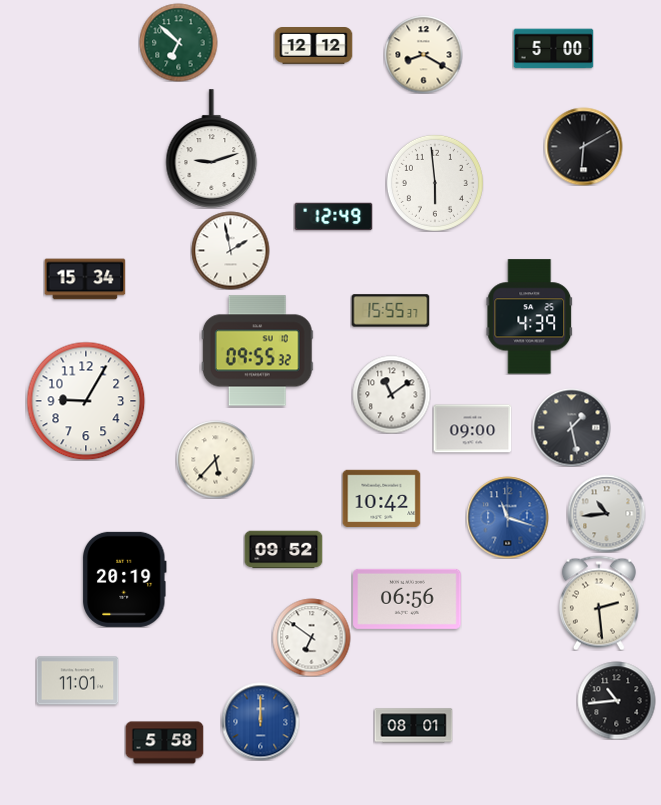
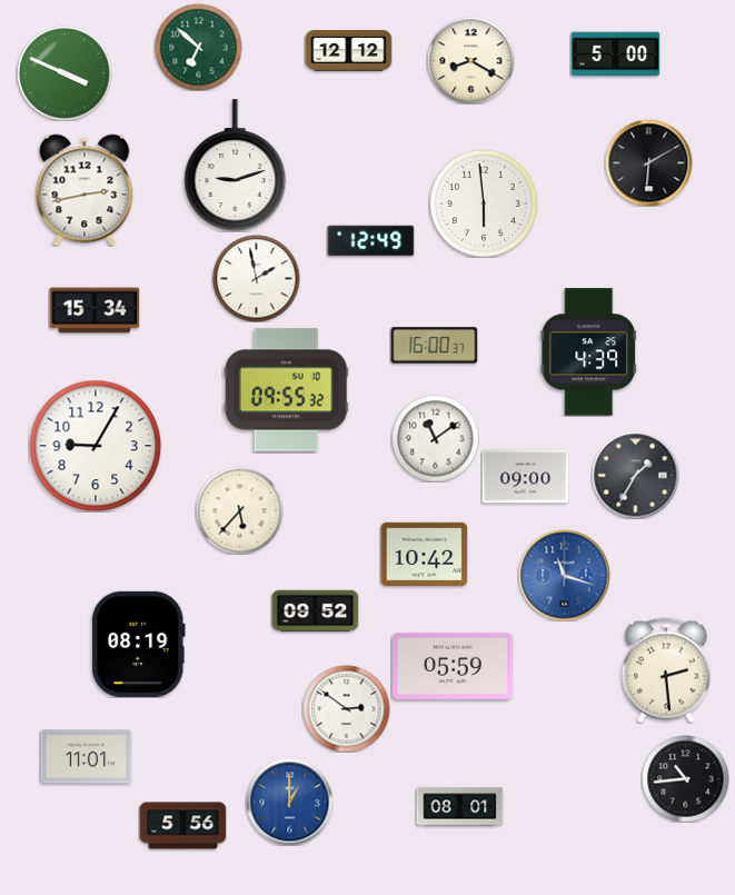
clock at (64, 73): none -> 3:49
clock at (85, 190): none -> 2:43
clock at (390, 311): 15:55 -> 16:00
clock at (571, 427): 1:28 -> 1:35
clock at (606, 513): 10:44 -> none
clock at (124, 579): 20:19 -> 08:19
clock at (407, 599): 06:56 -> 05:59
clock at (311, 637): 6:51 -> 2:51
clock at (260, 721): 12:00 -> 1:00
clock at (164, 743): 5:58 -> 5:56
